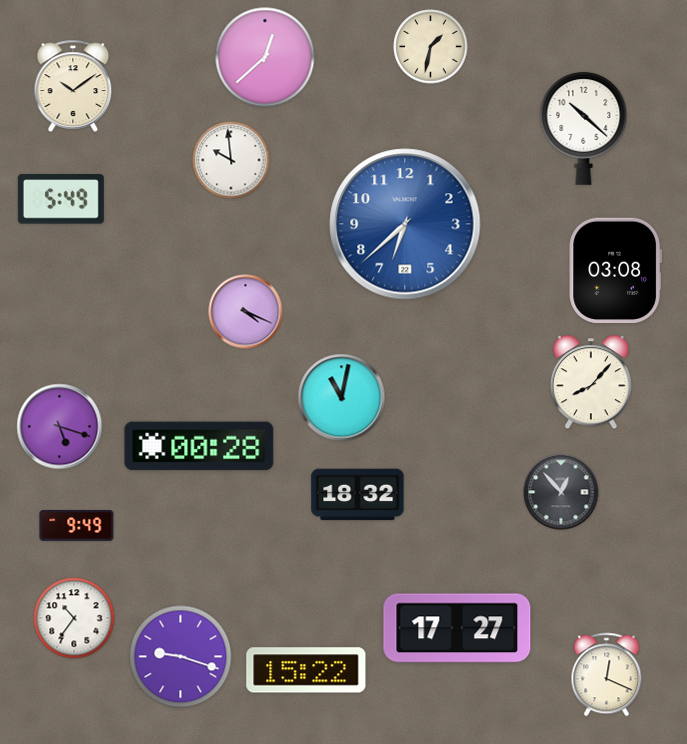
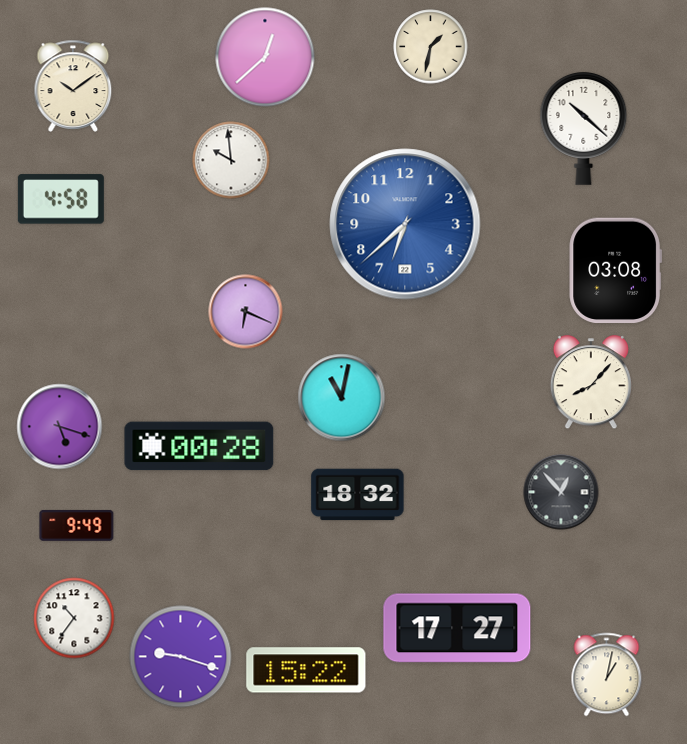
clock at (61, 199): 5:49 -> 4:58
clock at (246, 312): 4:19 -> 6:19
clock at (607, 675): 12:19 -> 1:02
